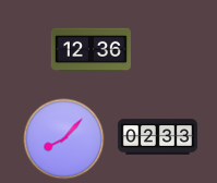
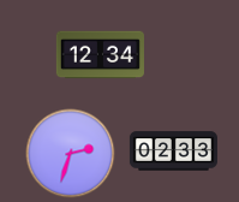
clock at (91, 50): 12:36 -> 12:34
clock at (64, 139): 8:07 -> 2:33
